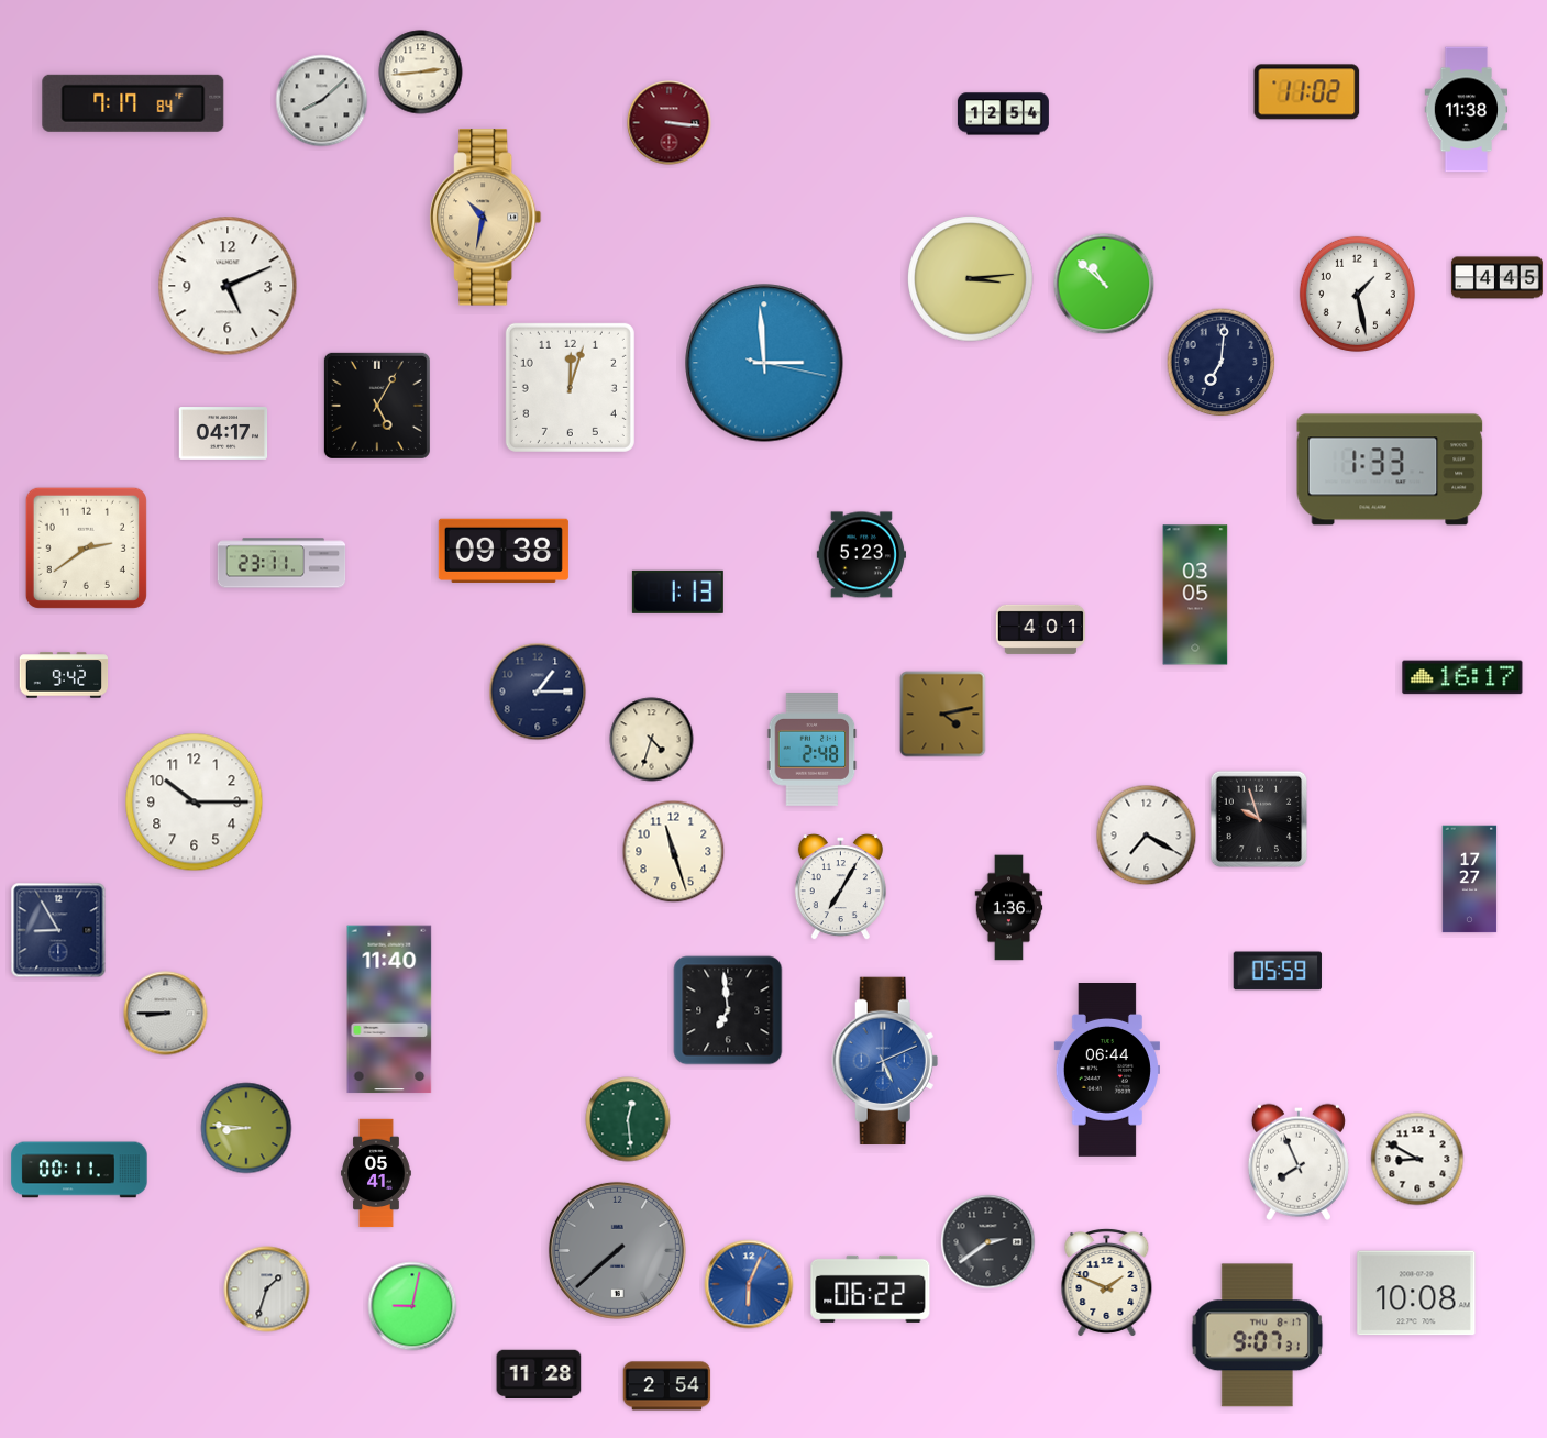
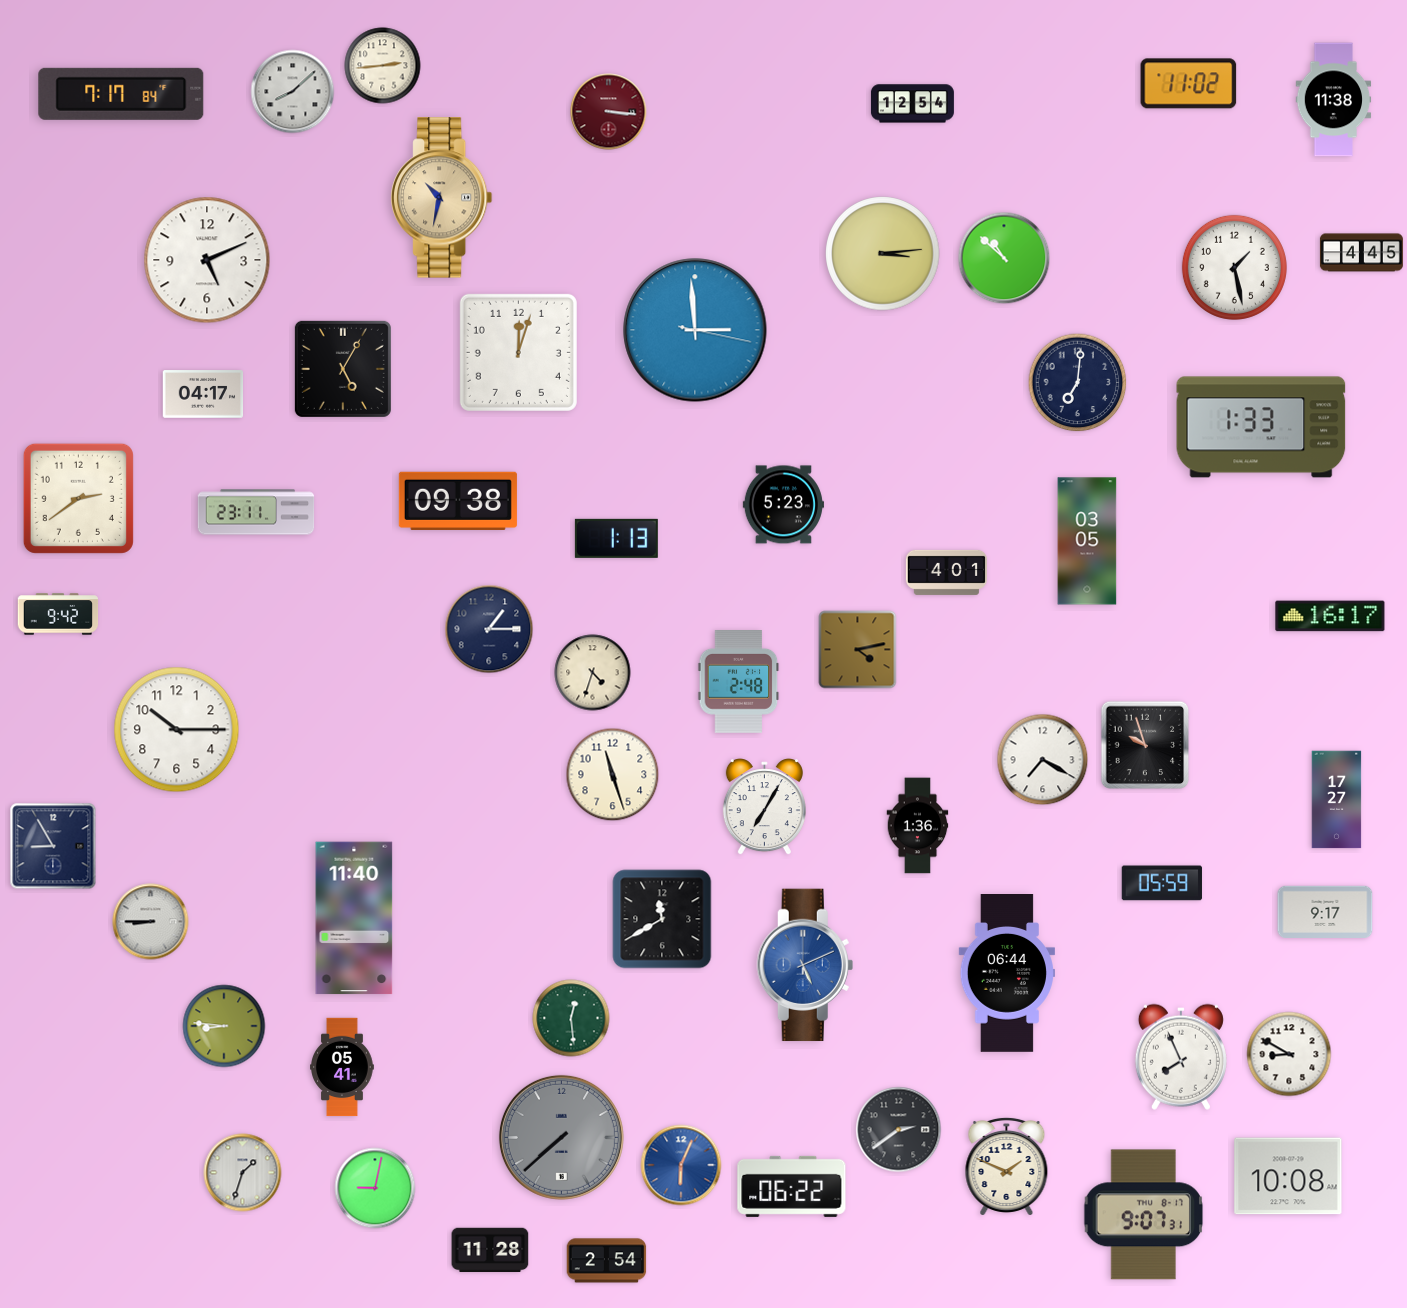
clock at (1222, 363) position: (1222, 363) -> (1078, 383)
clock at (1390, 469) position: (1390, 469) -> (1261, 427)
clock at (1325, 912): none -> 9:17
clock at (728, 1010): 6:59 -> 11:40
clock at (79, 1170): 00:11 -> none
clock at (749, 1284) position: (749, 1284) -> (681, 1165)
clock at (871, 1288) position: (871, 1288) -> (792, 1186)
